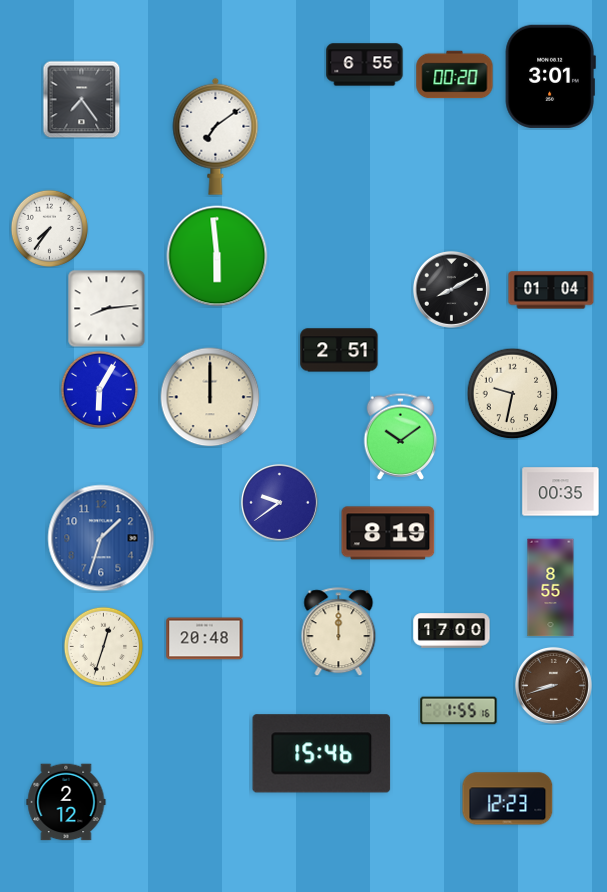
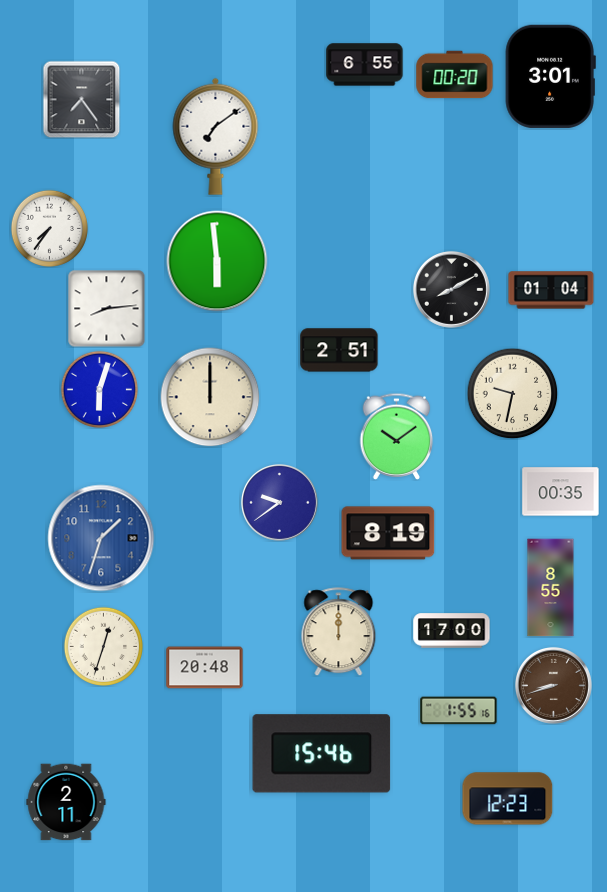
clock at (217, 256) position: (217, 256) -> (217, 261)
clock at (99, 389): 6:05 -> 6:03
clock at (401, 436) position: (401, 436) -> (397, 436)
clock at (205, 639) position: (205, 639) -> (205, 668)
clock at (66, 802): 2:12 -> 2:11
